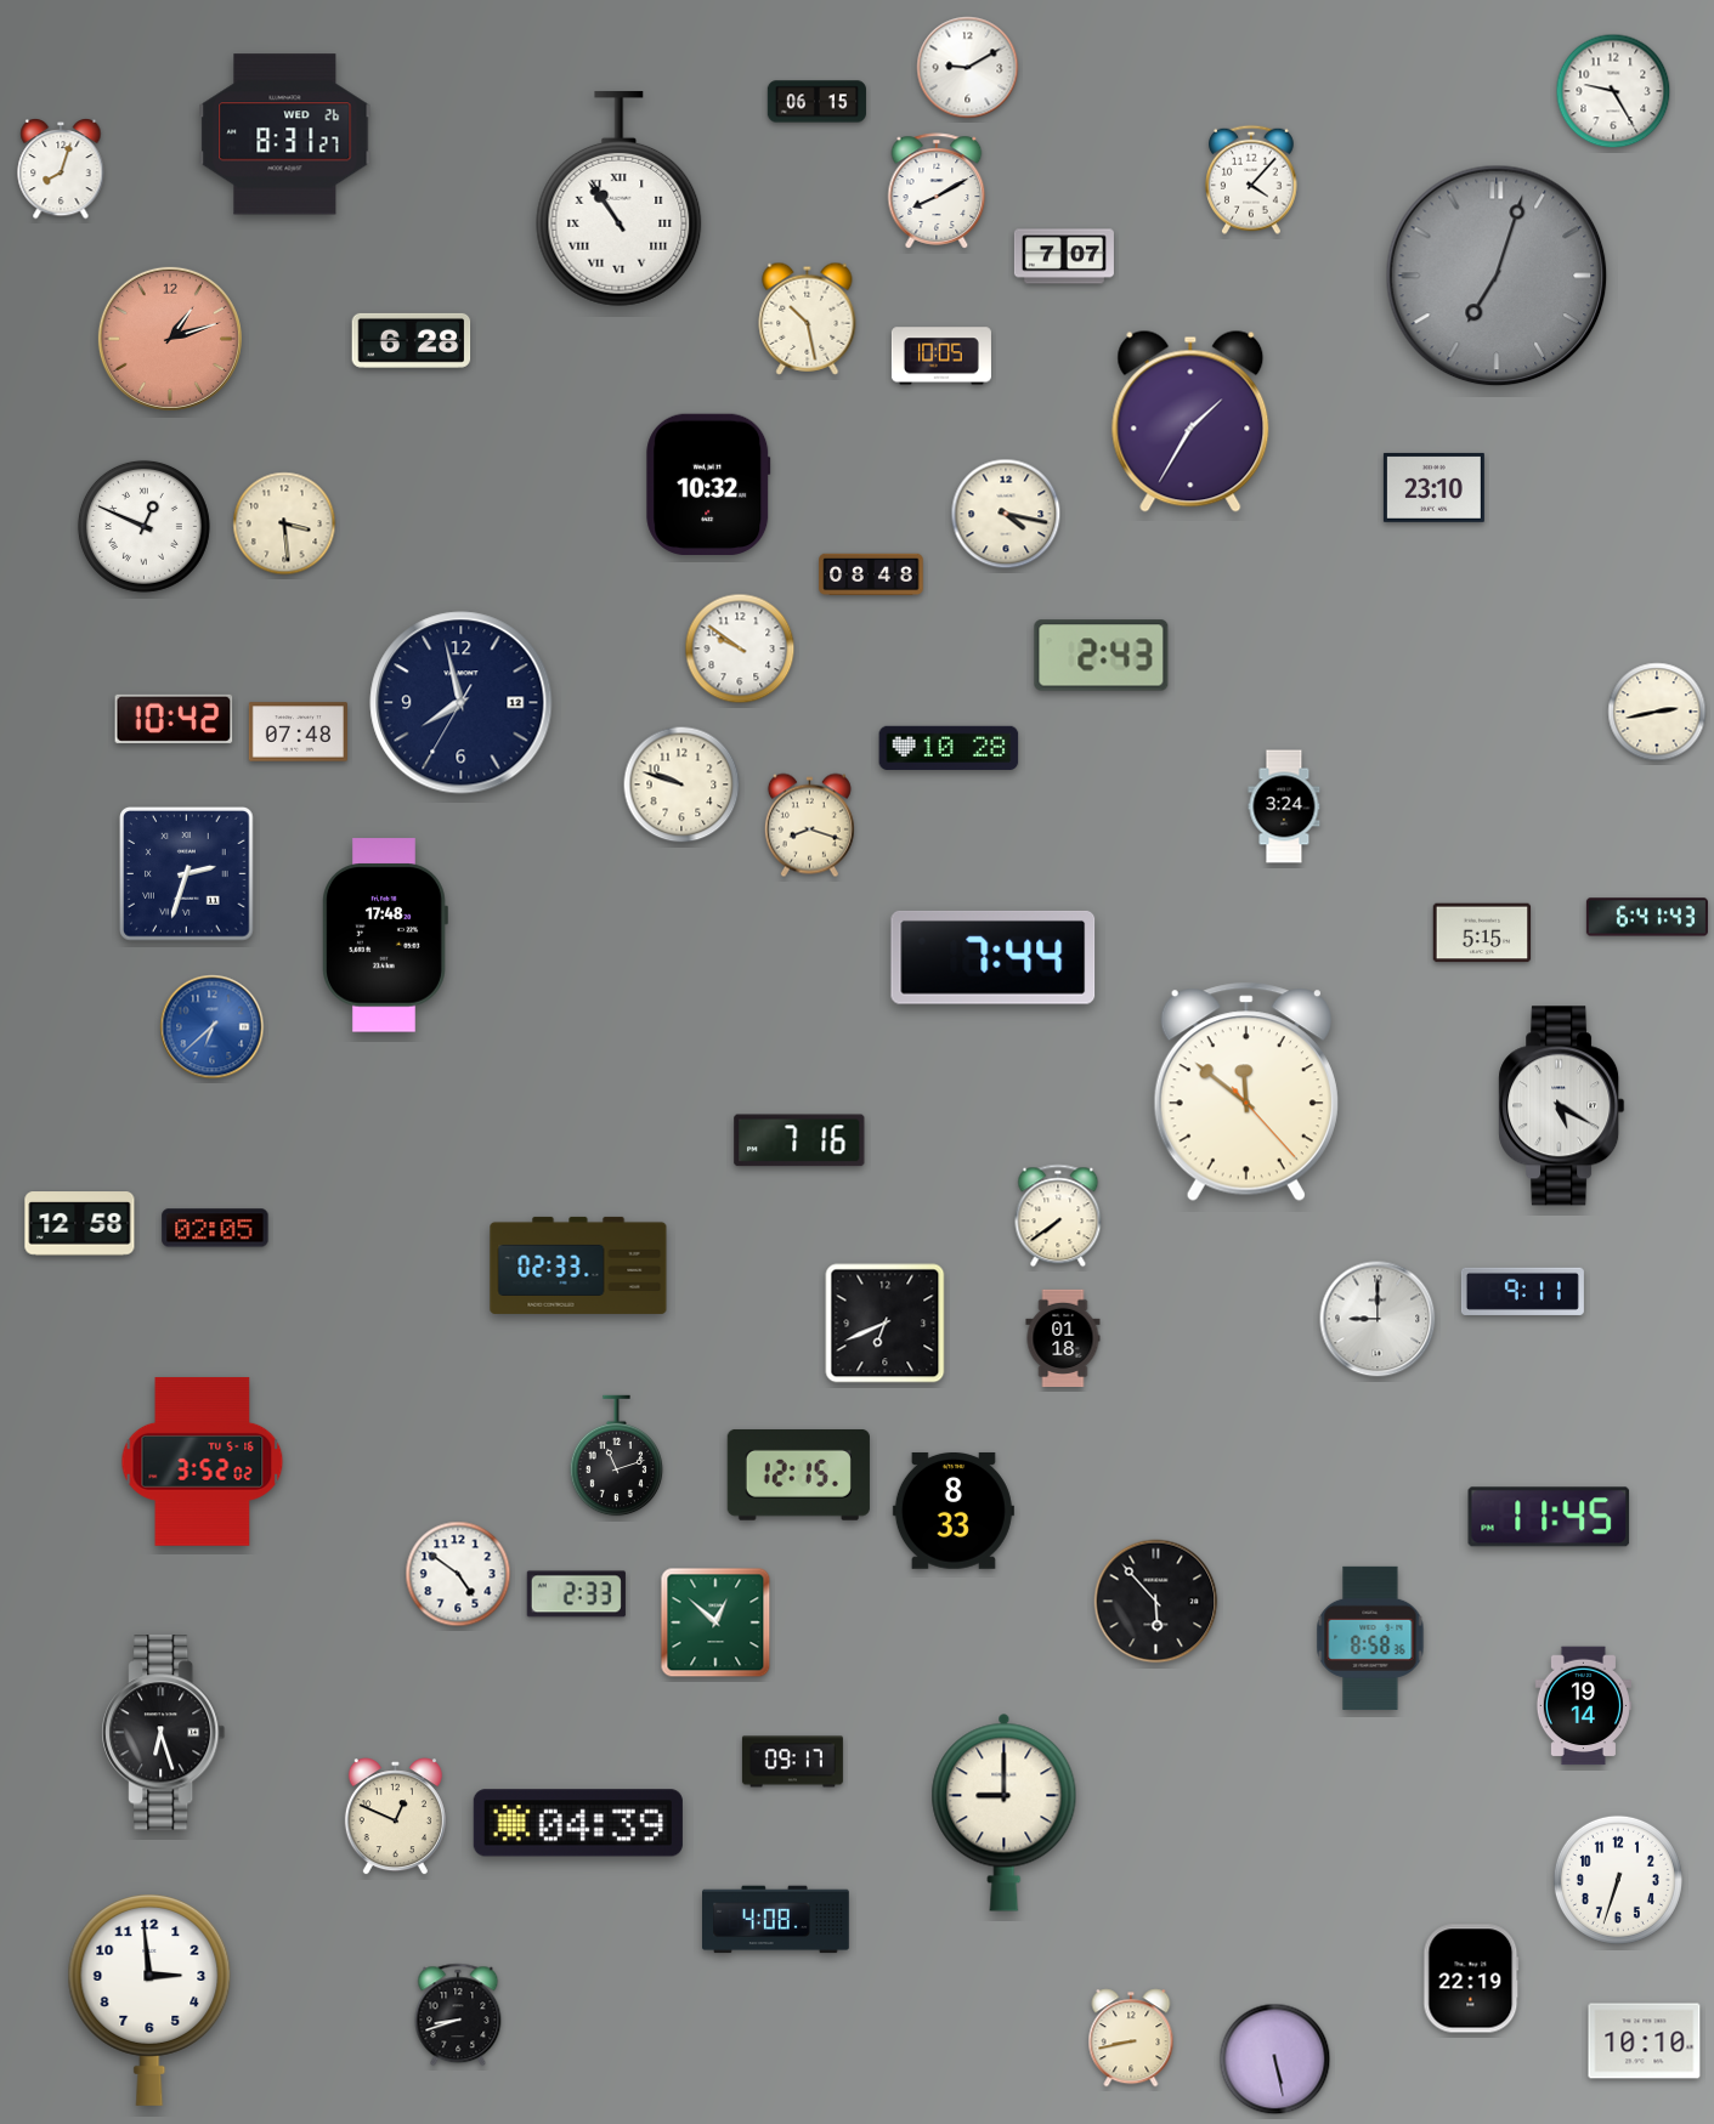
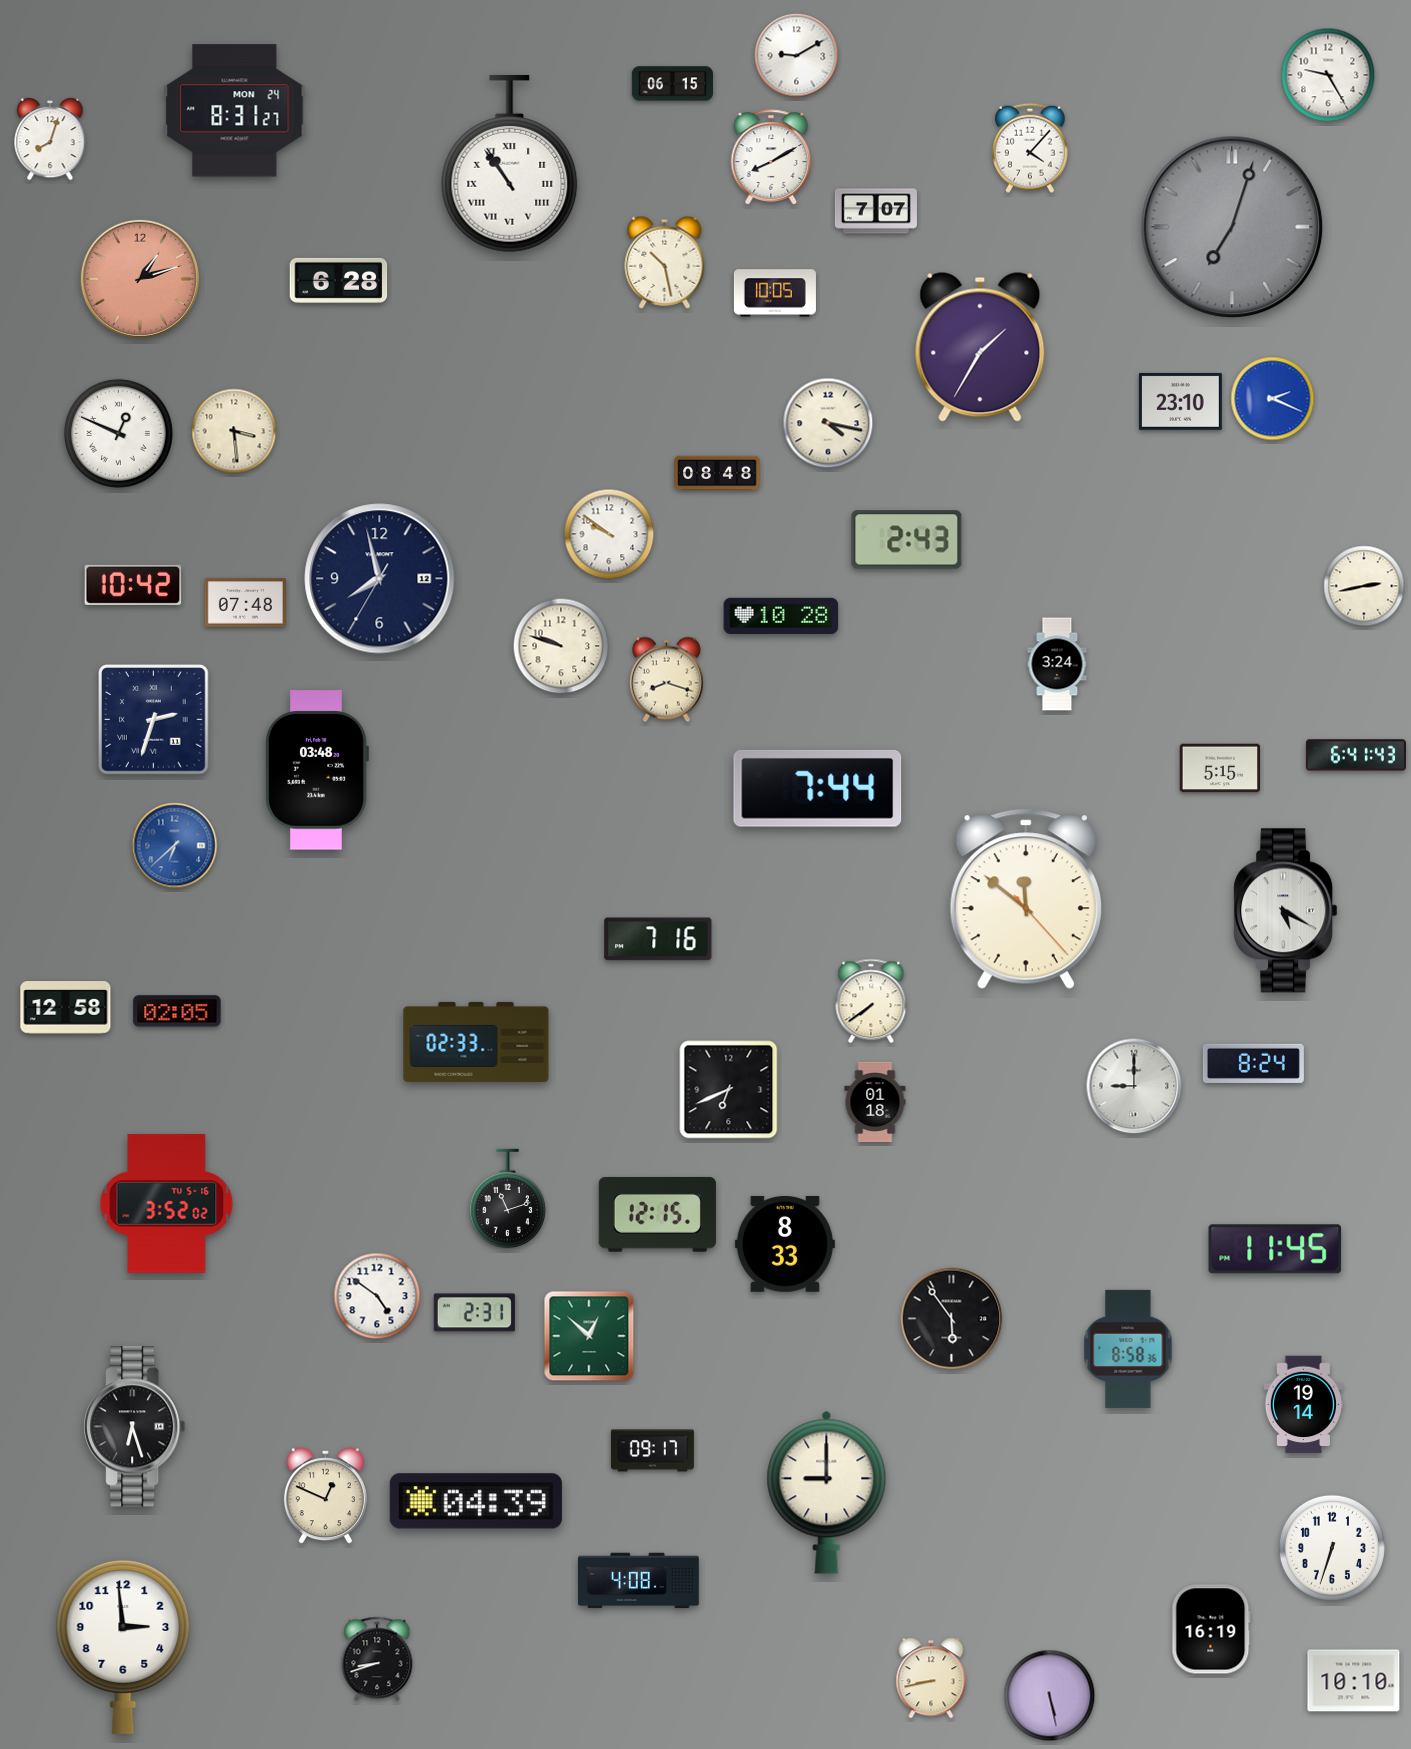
clock at (285, 135) date: WED 26 -> MON 24
clock at (708, 483): 10:32 -> none
clock at (1273, 399): none -> 2:19
clock at (174, 719) position: (174, 719) -> (133, 585)
clock at (385, 935): 17:48 -> 03:48
clock at (1522, 1291): 9:11 -> 8:24
clock at (576, 1595): 2:33 -> 2:31
clock at (1156, 1602): 5:53 -> 5:54
clock at (1471, 1978): 22:19 -> 16:19
